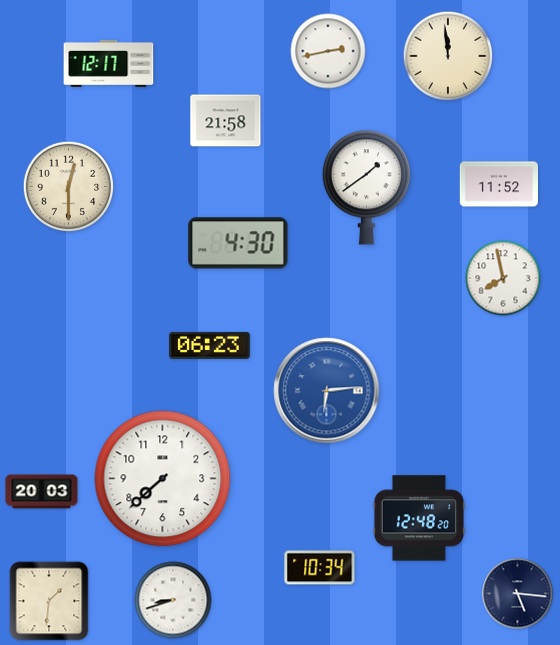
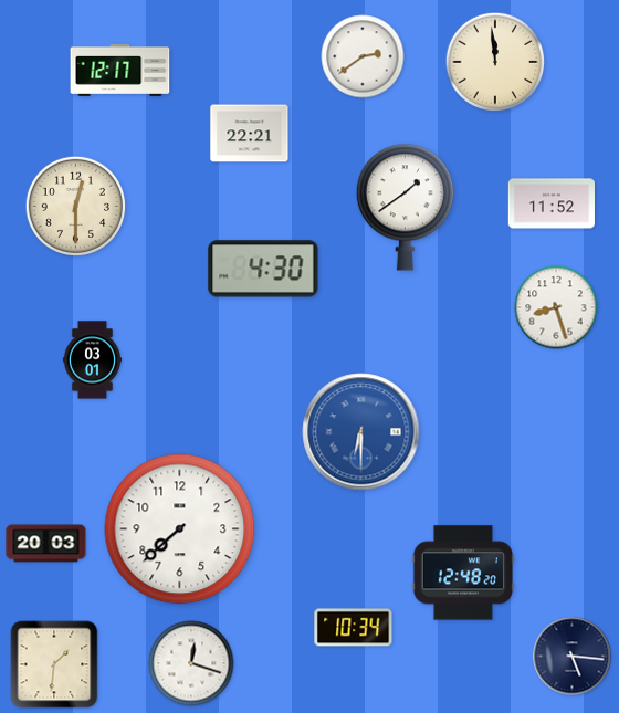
clock at (328, 51): 2:43 -> 2:39
clock at (226, 121): 21:58 -> 22:21
clock at (503, 278): 7:58 -> 8:27
clock at (92, 360): none -> 03:01
clock at (210, 345): 06:23 -> none
clock at (327, 391): 6:14 -> 6:30
clock at (173, 600): 8:42 -> 12:18
